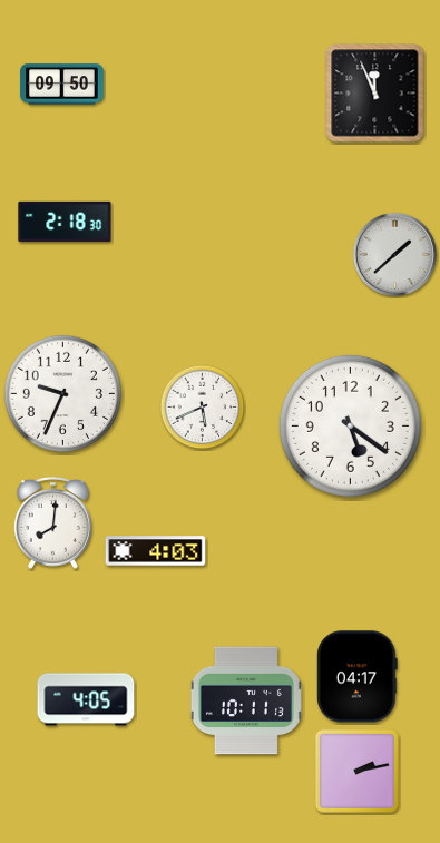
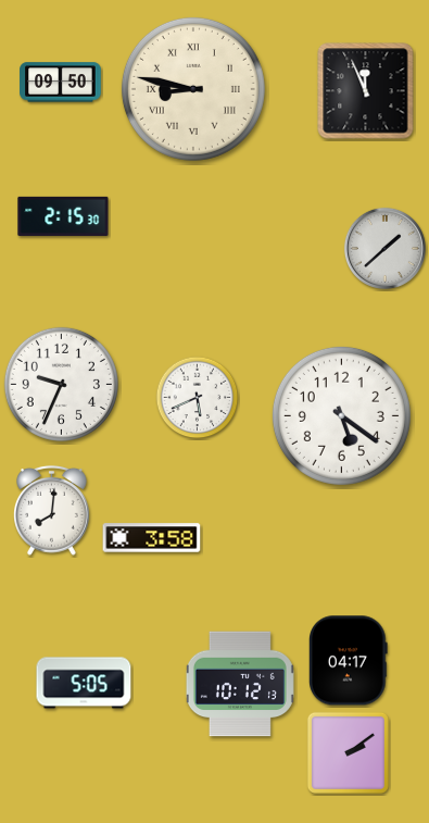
clock at (193, 89): none -> 8:47
clock at (65, 220): 2:18 -> 2:15
clock at (156, 551): 4:03 -> 3:58
clock at (86, 699): 4:05 -> 5:05
clock at (246, 700): 10:11 -> 10:12
clock at (356, 771): 2:13 -> 2:09
